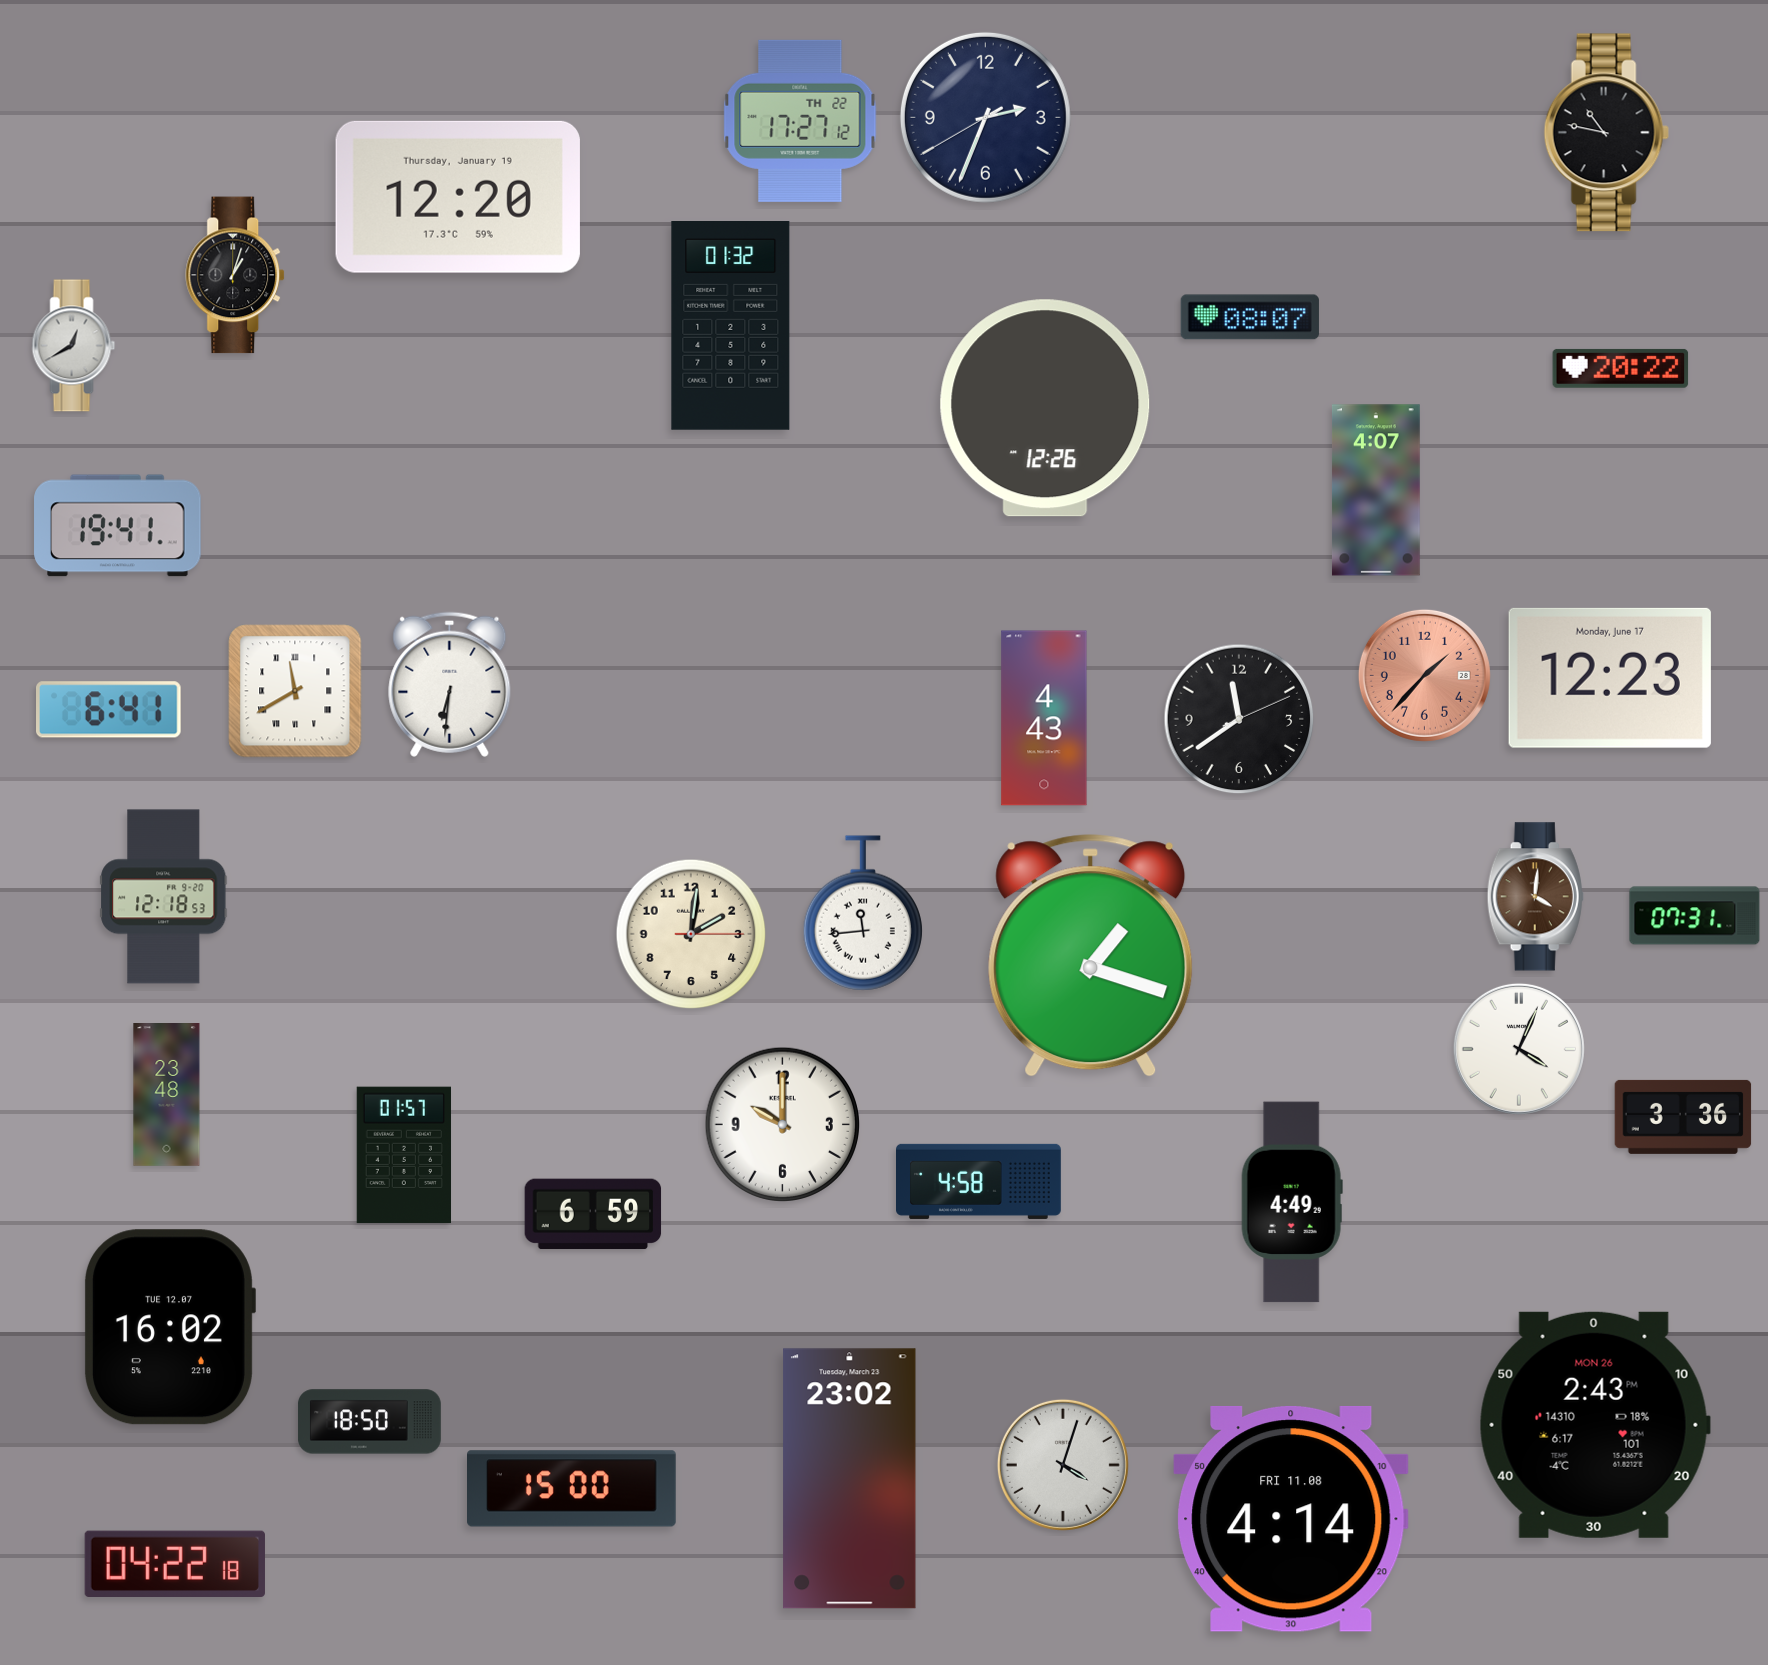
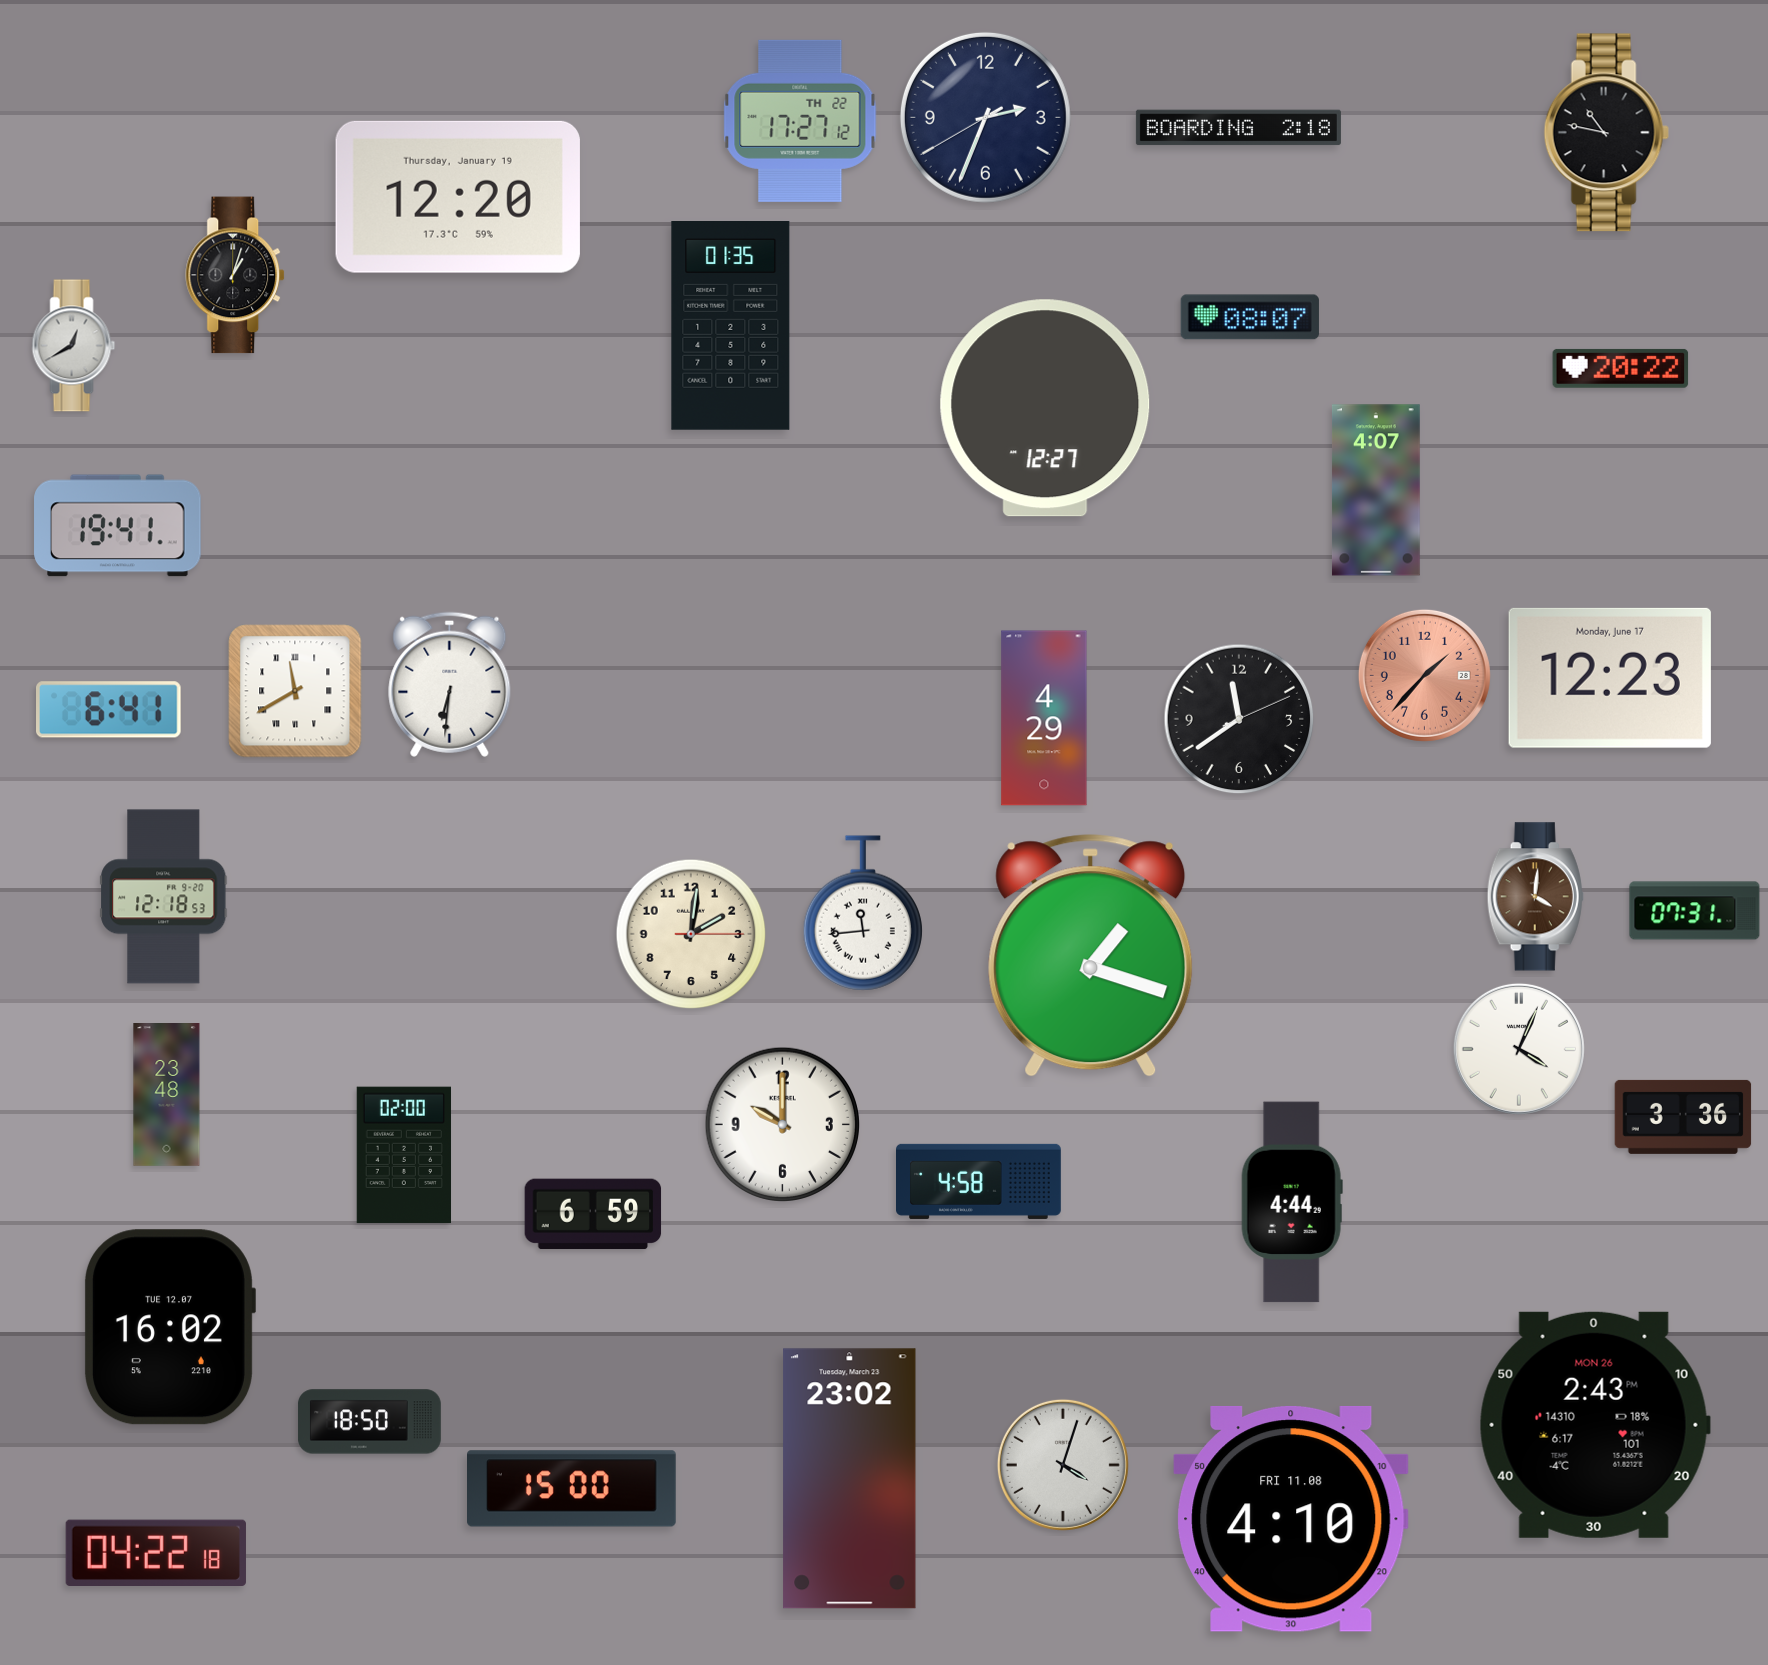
clock at (1238, 128): none -> 2:18
clock at (731, 326): 01:32 -> 01:35
clock at (1045, 408): 12:26 -> 12:27
clock at (1044, 718): 4:43 -> 4:29
clock at (1695, 916) position: (1695, 916) -> (1695, 911)
clock at (403, 1155): 01:57 -> 02:00
clock at (1292, 1202): 4:49 -> 4:44
clock at (1291, 1519): 4:14 -> 4:10
clock at (175, 1564) position: (175, 1564) -> (156, 1553)
